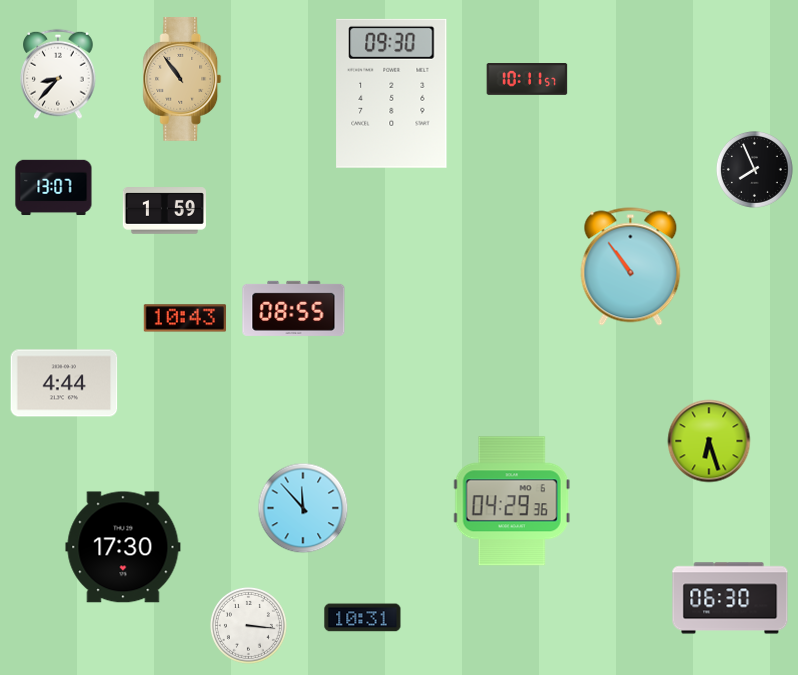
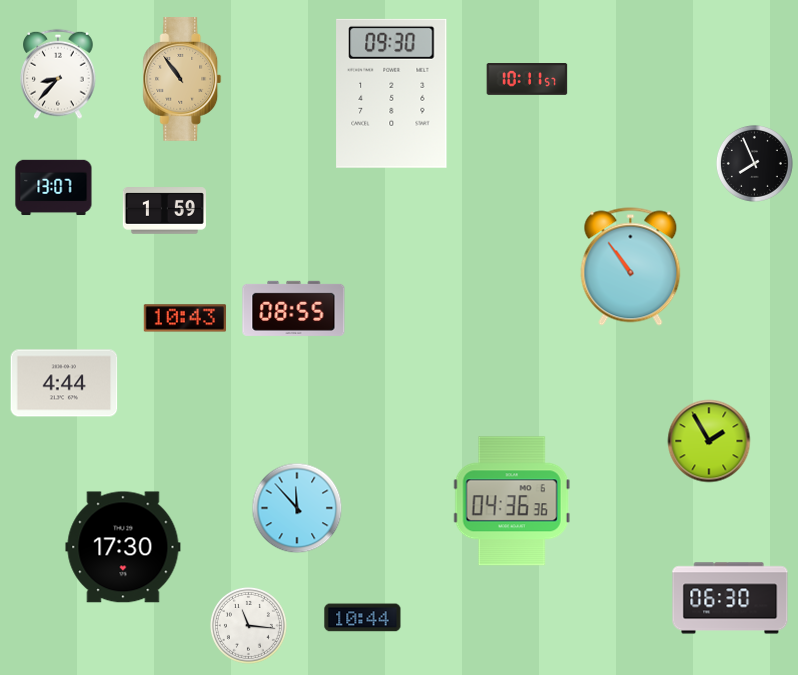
clock at (754, 169) position: (754, 169) -> (754, 163)
clock at (709, 441): 6:27 -> 1:55
clock at (512, 501): 04:29 -> 04:36
clock at (303, 508) position: (303, 508) -> (297, 508)
clock at (363, 618): 10:31 -> 10:44
clock at (248, 625): 3:16 -> 11:16
